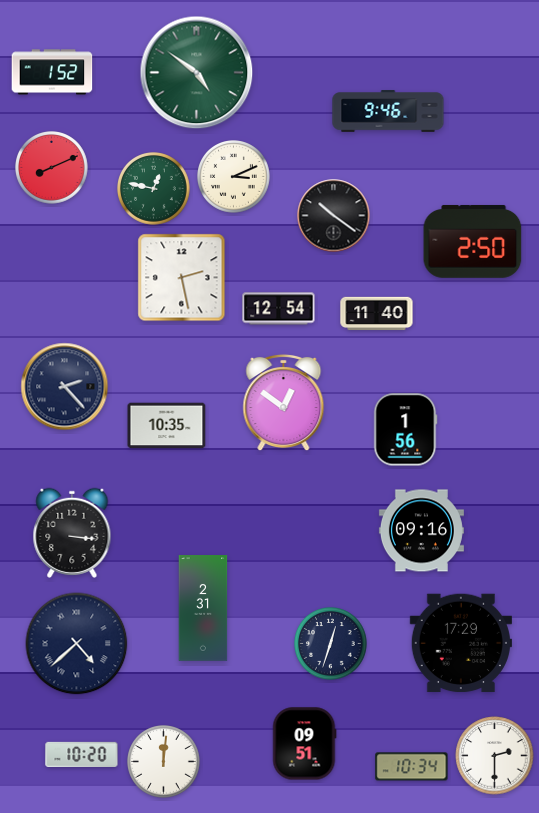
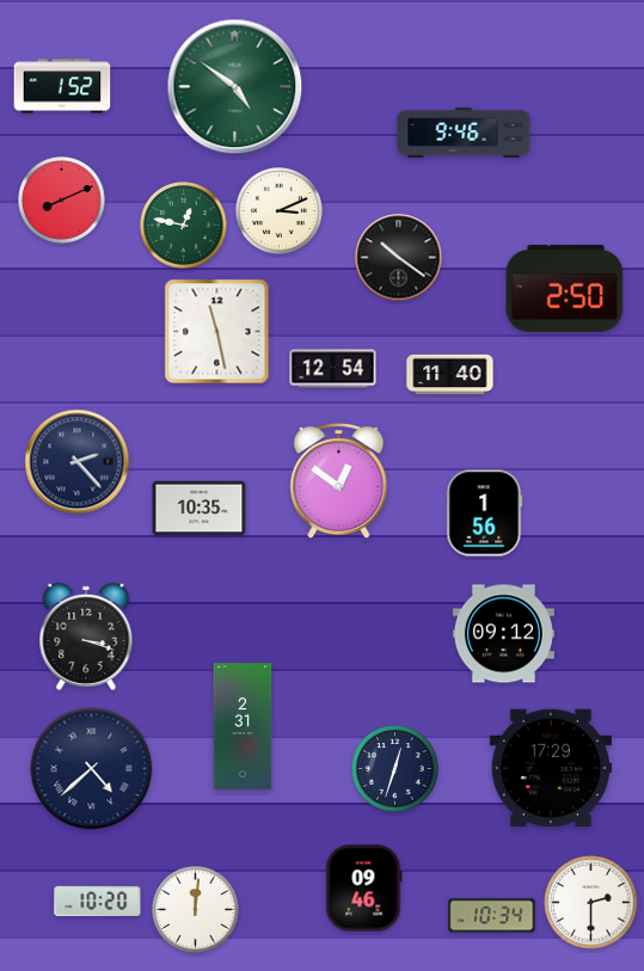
clock at (182, 278): 2:28 -> 11:28
clock at (421, 531): 09:16 -> 09:12
clock at (72, 533): 3:16 -> 3:18
clock at (304, 744): 09:51 -> 09:46
